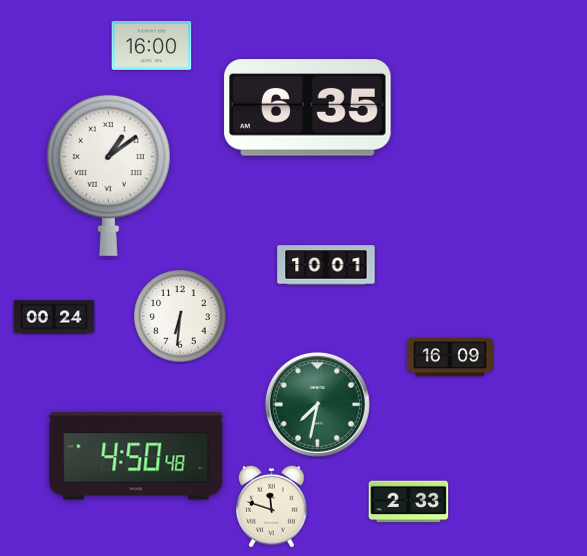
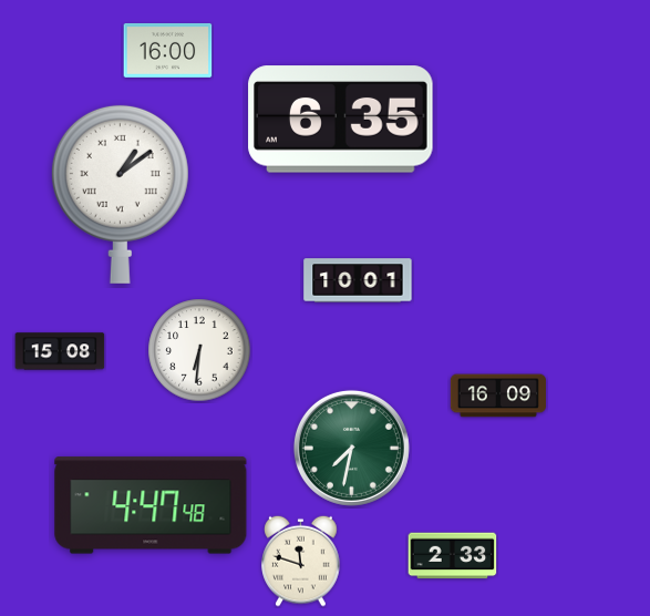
clock at (326, 265) position: (326, 265) -> (358, 280)
clock at (54, 317): 00:24 -> 15:08
clock at (136, 456): 4:50 -> 4:47
